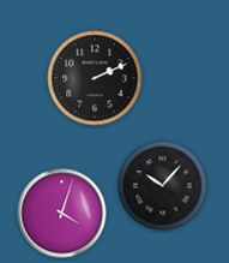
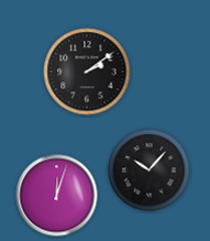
clock at (95, 78): 2:11 -> 2:09
clock at (62, 214): 4:03 -> 12:03
